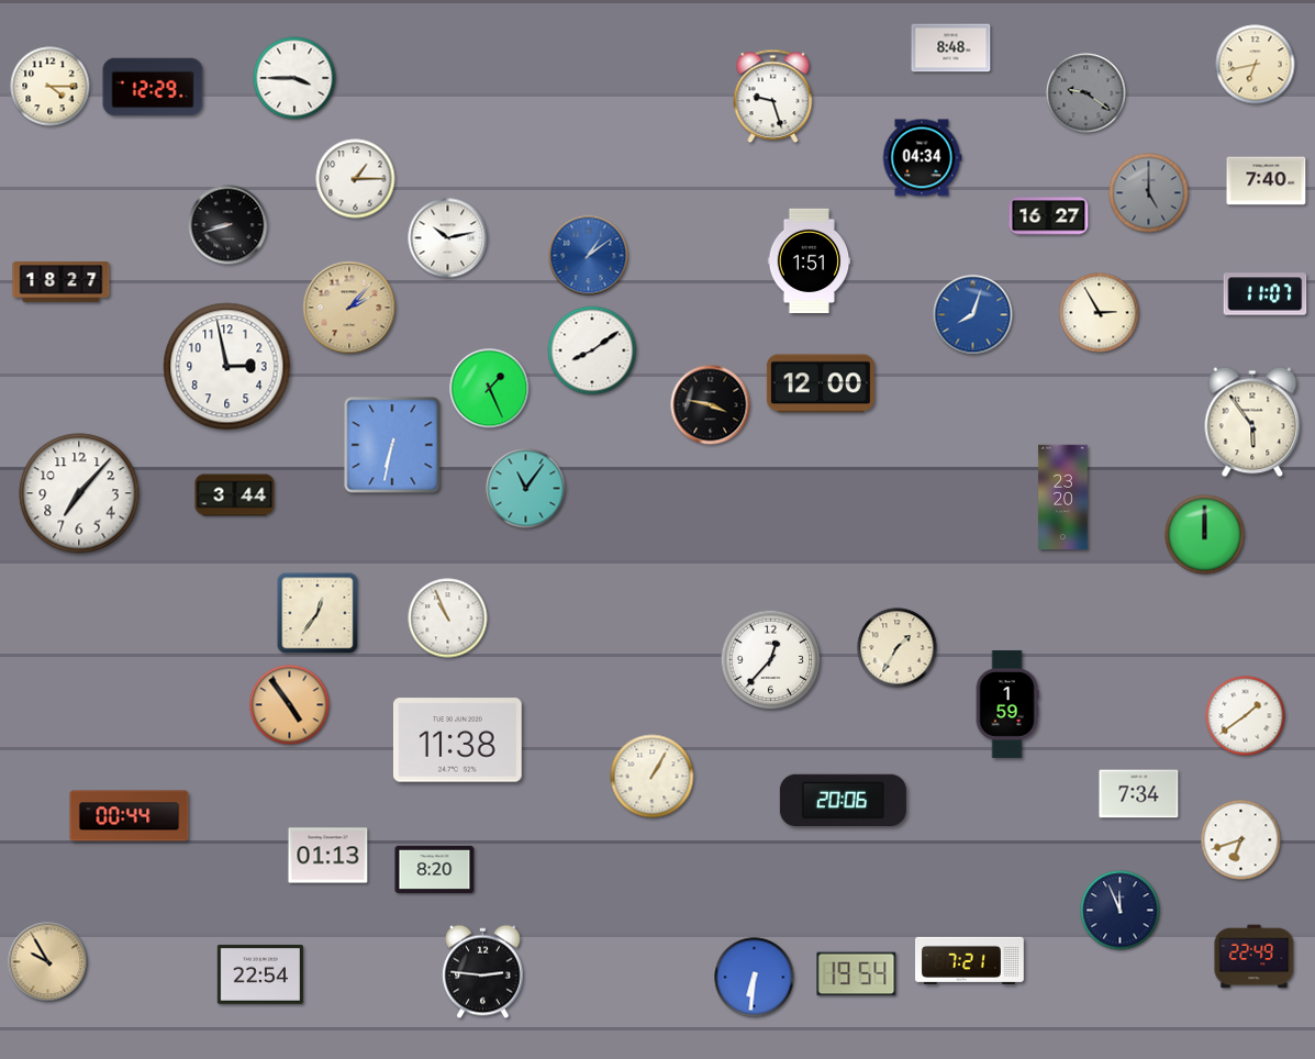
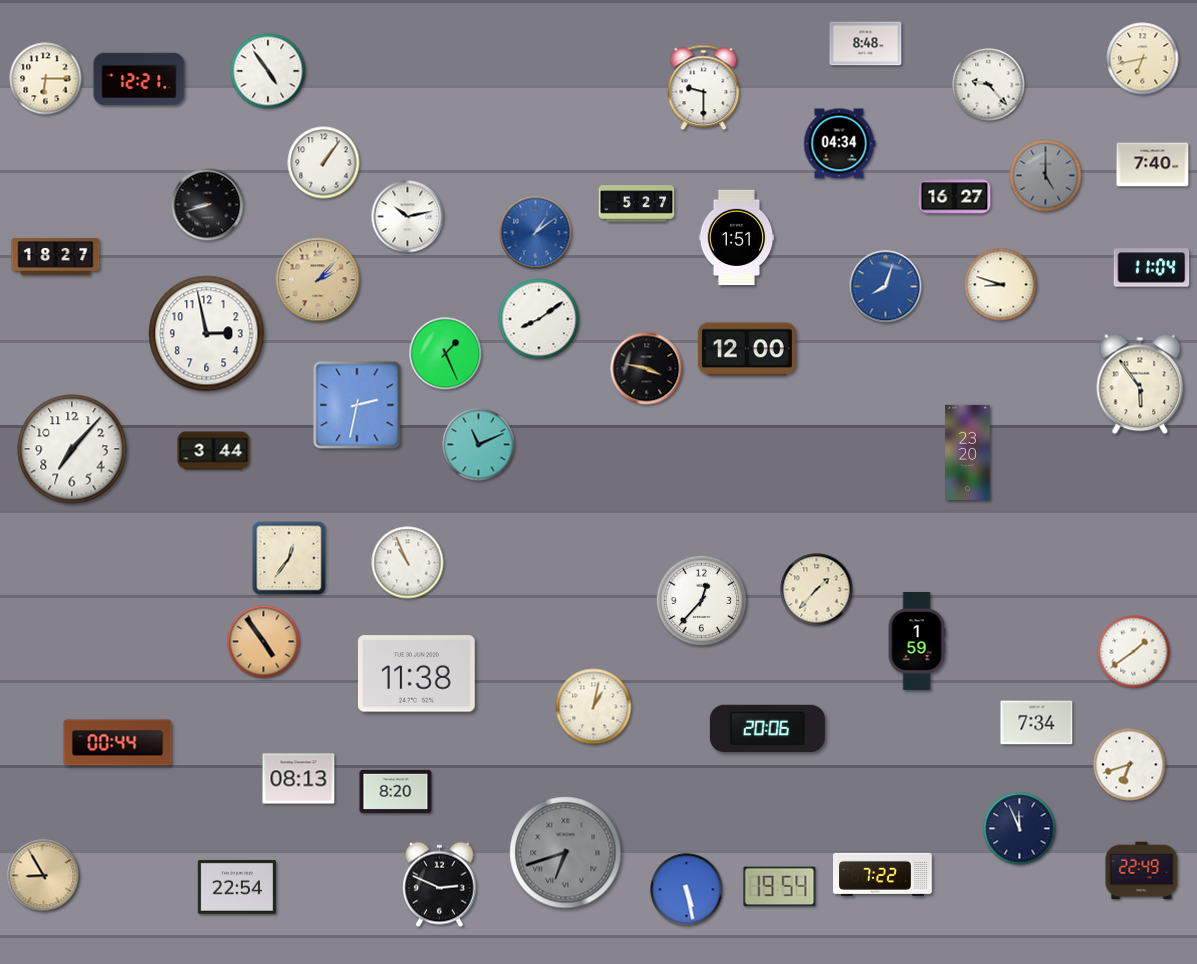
clock at (294, 78): 3:45 -> 4:54
clock at (51, 87): 4:15 -> 6:15
clock at (153, 87): 12:29 -> 12:21
clock at (1086, 93): 9:21 -> 9:23
clock at (1086, 93) dial: grey -> white
clock at (773, 97): 9:27 -> 9:30
clock at (356, 179): 1:15 -> 1:06
clock at (637, 204): none -> 5:27
clock at (1266, 294): 11:07 -> 11:04
clock at (1100, 313): 2:55 -> 8:48
clock at (392, 445): 6:32 -> 2:32
clock at (526, 489): 11:06 -> 11:11
clock at (1205, 535): 12:00 -> none
clock at (898, 648): 1:35 -> 1:37
clock at (653, 777): 1:05 -> 1:02
clock at (328, 856): 01:13 -> 08:13
clock at (566, 853): none -> 6:42
clock at (970, 960): 7:21 -> 7:22
clock at (48, 962): 9:55 -> 8:55
clock at (483, 972): 2:46 -> 2:49
clock at (755, 978): 6:31 -> 5:28
